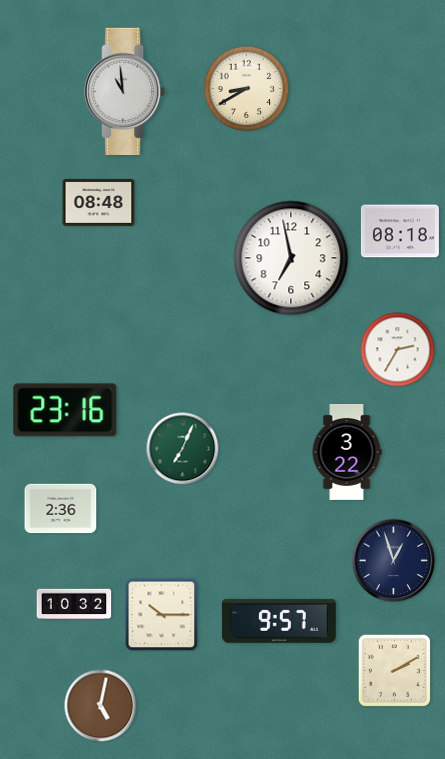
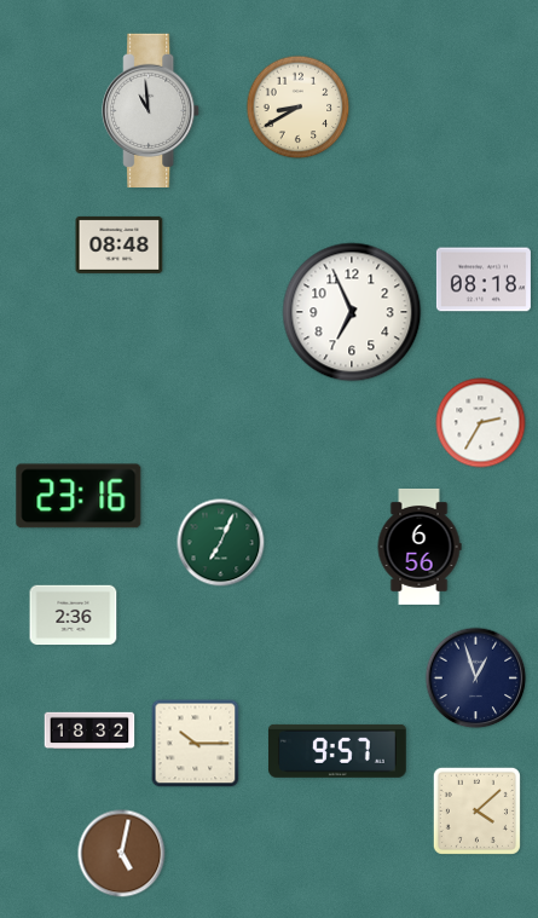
clock at (291, 258): 6:58 -> 6:56
clock at (347, 452): 3:22 -> 6:56
clock at (74, 604): 10:32 -> 18:32
clock at (394, 670): 2:10 -> 4:08
